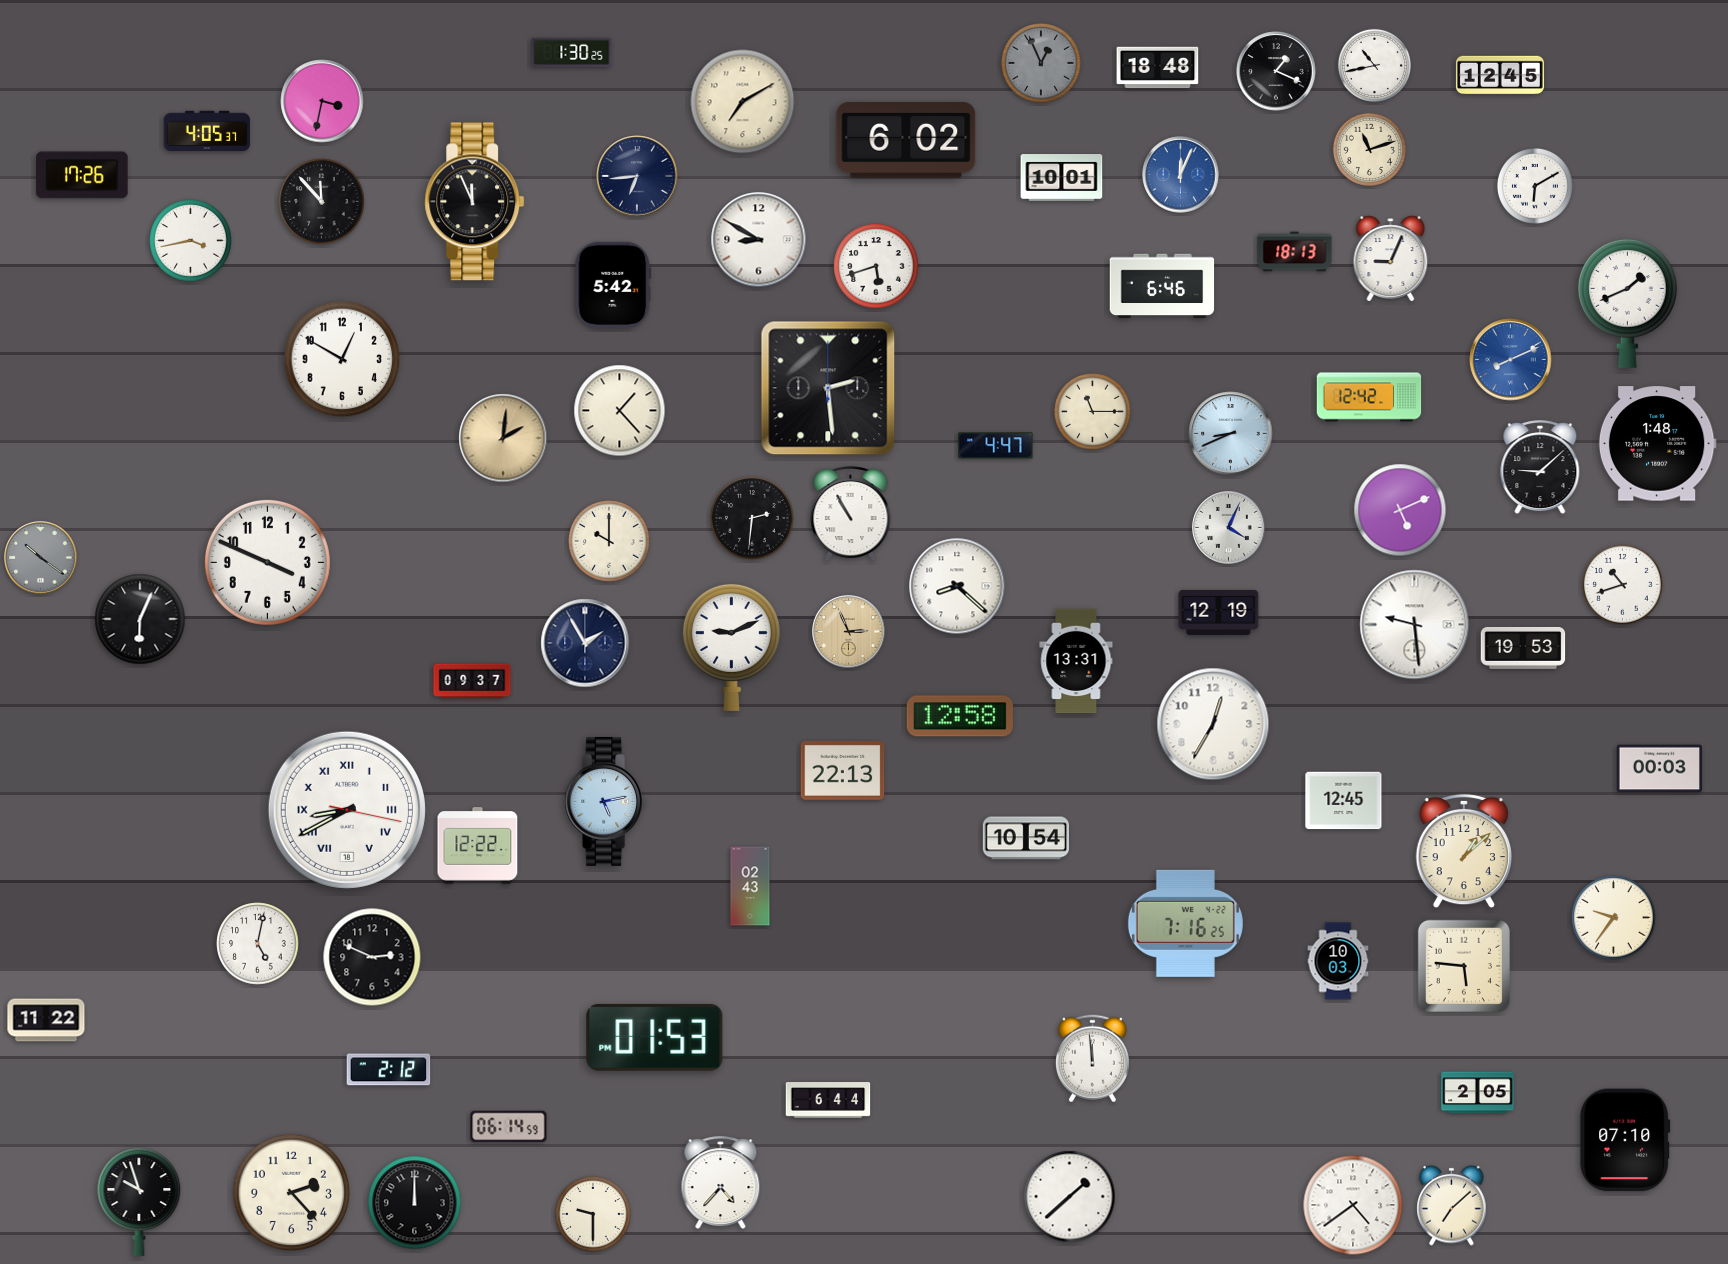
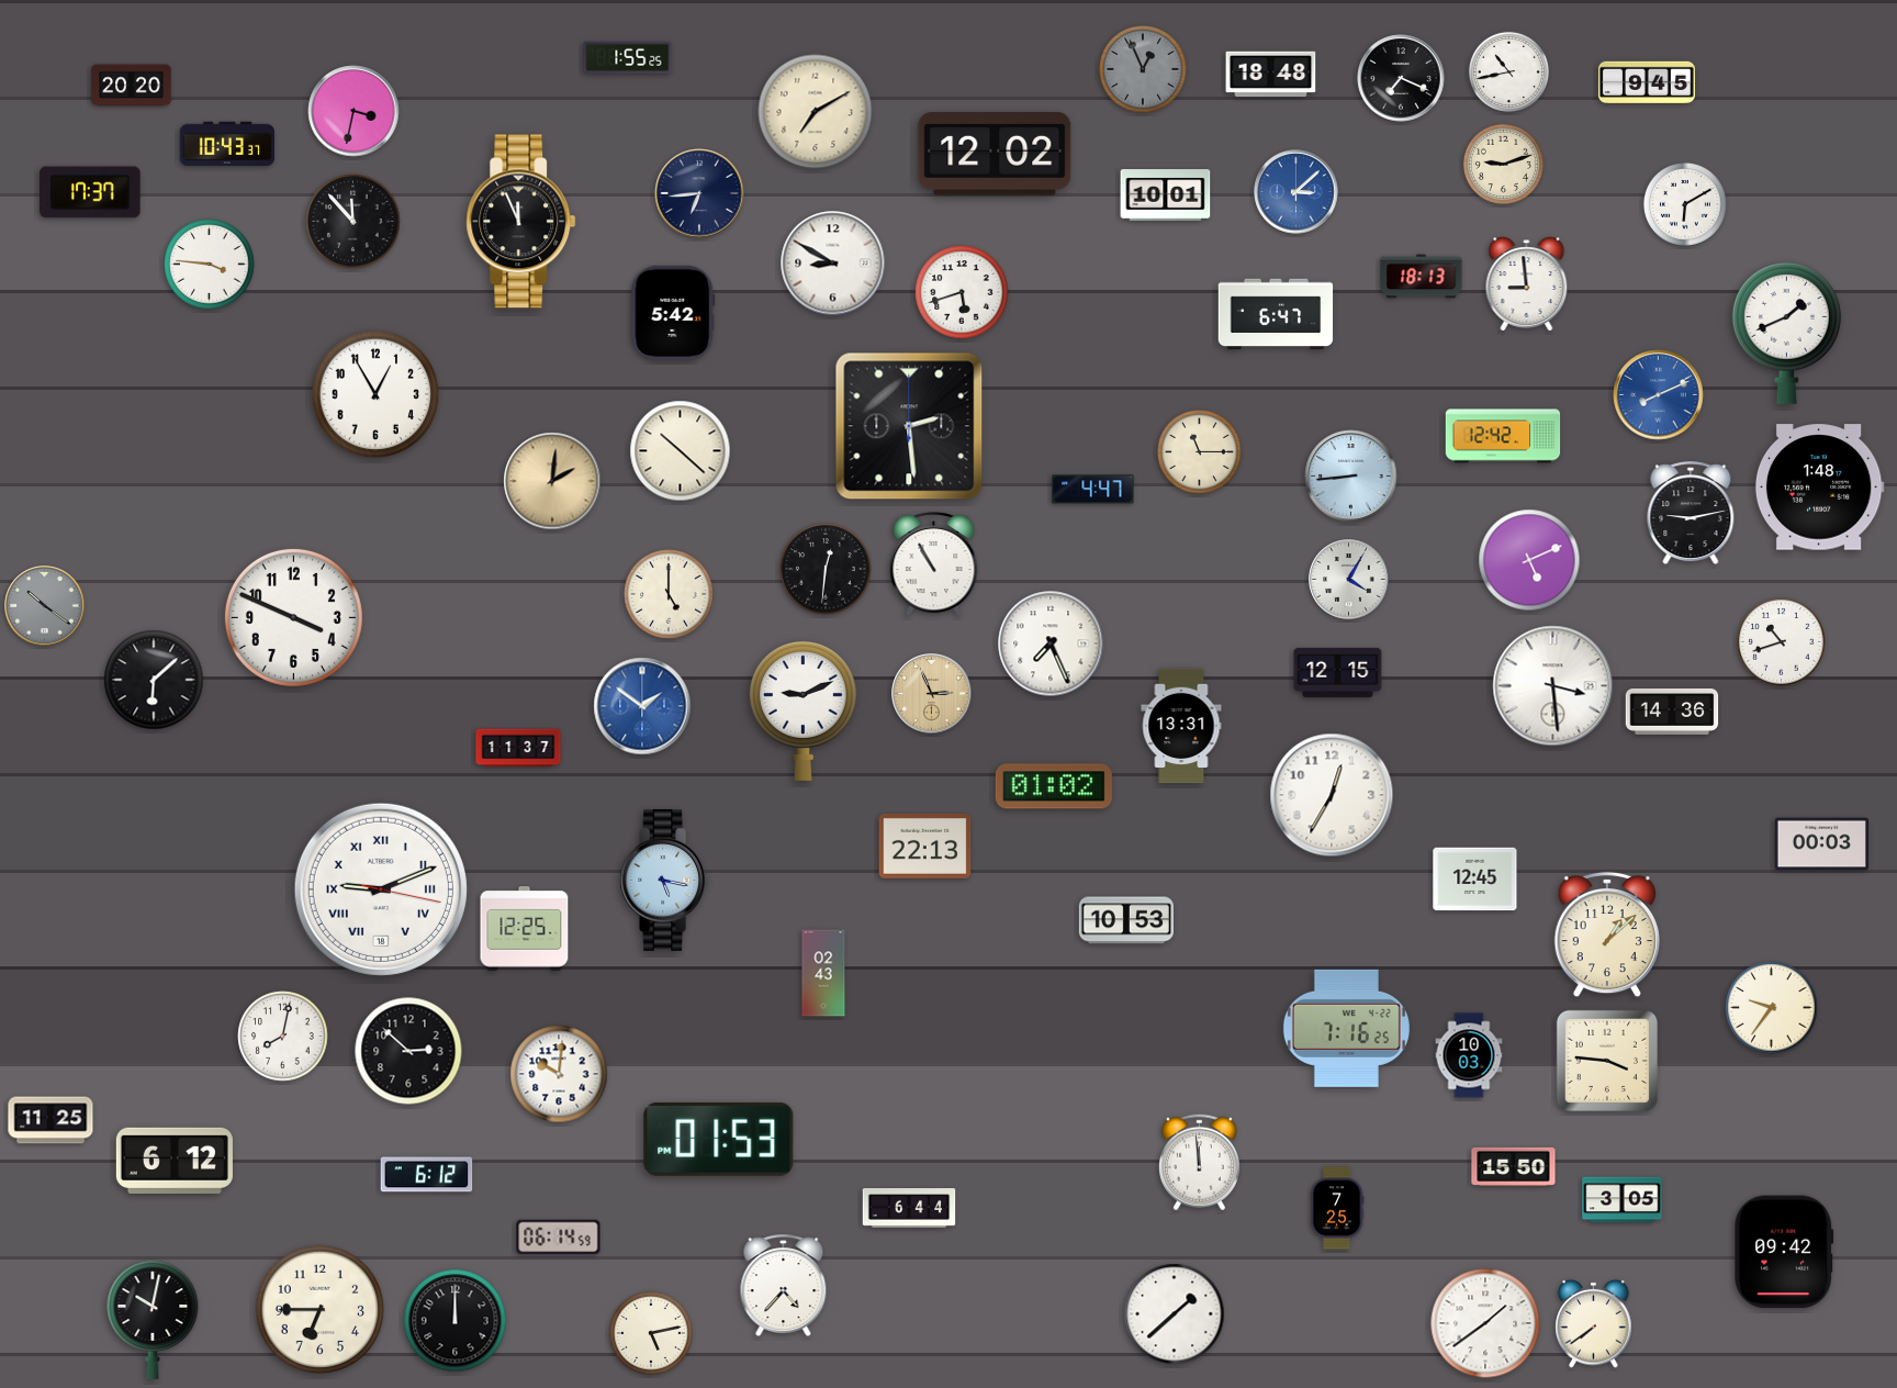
clock at (572, 52): 1:30 -> 1:55
clock at (1276, 71): 1:19 -> 7:19
clock at (1500, 75): 12:45 -> 9:45
clock at (132, 86): none -> 20:20
clock at (207, 131): 4:05 -> 10:43
clock at (906, 140): 6:02 -> 12:02
clock at (1369, 149): 11:12 -> 9:12
clock at (82, 175): 17:26 -> 17:37
clock at (1181, 175): 12:04 -> 3:08
clock at (191, 241): 3:43 -> 3:46
clock at (1391, 259): 9:04 -> 8:59
clock at (1162, 286): 6:46 -> 6:47
clock at (342, 359): 12:50 -> 12:55
clock at (620, 411): 1:23 -> 10:22
clock at (1231, 434): 8:41 -> 8:44
clock at (1540, 468): 9:08 -> 9:13
clock at (1400, 510) position: (1400, 510) -> (1529, 560)
clock at (752, 518): 2:31 -> 12:31
clock at (1229, 528): 4:04 -> 4:05
clock at (609, 541): 10:00 -> 5:00
clock at (41, 558) position: (41, 558) -> (45, 606)
clock at (957, 586): 8:22 -> 7:26
clock at (1219, 612): 12:19 -> 12:15
clock at (140, 619): 6:04 -> 6:08
clock at (1415, 625): 9:29 -> 3:29
clock at (585, 643): 1:55 -> 1:51
clock at (585, 643) dial: navy -> blue
clock at (1523, 648): 19:53 -> 14:36
clock at (472, 681): 09:37 -> 11:37
clock at (960, 716): 12:58 -> 01:02
clock at (606, 801): 5:13 -> 5:17
clock at (347, 810): 8:40 -> 9:11
clock at (1026, 838): 10:54 -> 10:53
clock at (478, 846): 12:22 -> 12:25
clock at (1185, 923) position: (1185, 923) -> (1346, 1028)
clock at (258, 944): 5:02 -> 8:02
clock at (372, 957): 2:49 -> 2:52
clock at (1464, 966): 5:46 -> 3:46
clock at (559, 1074): none -> 10:01
clock at (46, 1020): 11:22 -> 11:25
clock at (175, 1161): none -> 6:12
clock at (1514, 1166): none -> 15:50
clock at (389, 1070): 2:12 -> 6:12
clock at (1478, 1093): 2:05 -> 3:05
clock at (1337, 1208): none -> 7:25
clock at (1625, 1140): 07:10 -> 09:42
clock at (721, 1182) position: (721, 1182) -> (784, 1285)
clock at (292, 1193): 2:23 -> 6:45
clock at (139, 1202): 9:57 -> 10:02
clock at (1353, 1205): 4:39 -> 1:39
clock at (1452, 1205): 7:08 -> 7:39
clock at (593, 1214): 9:30 -> 5:13
